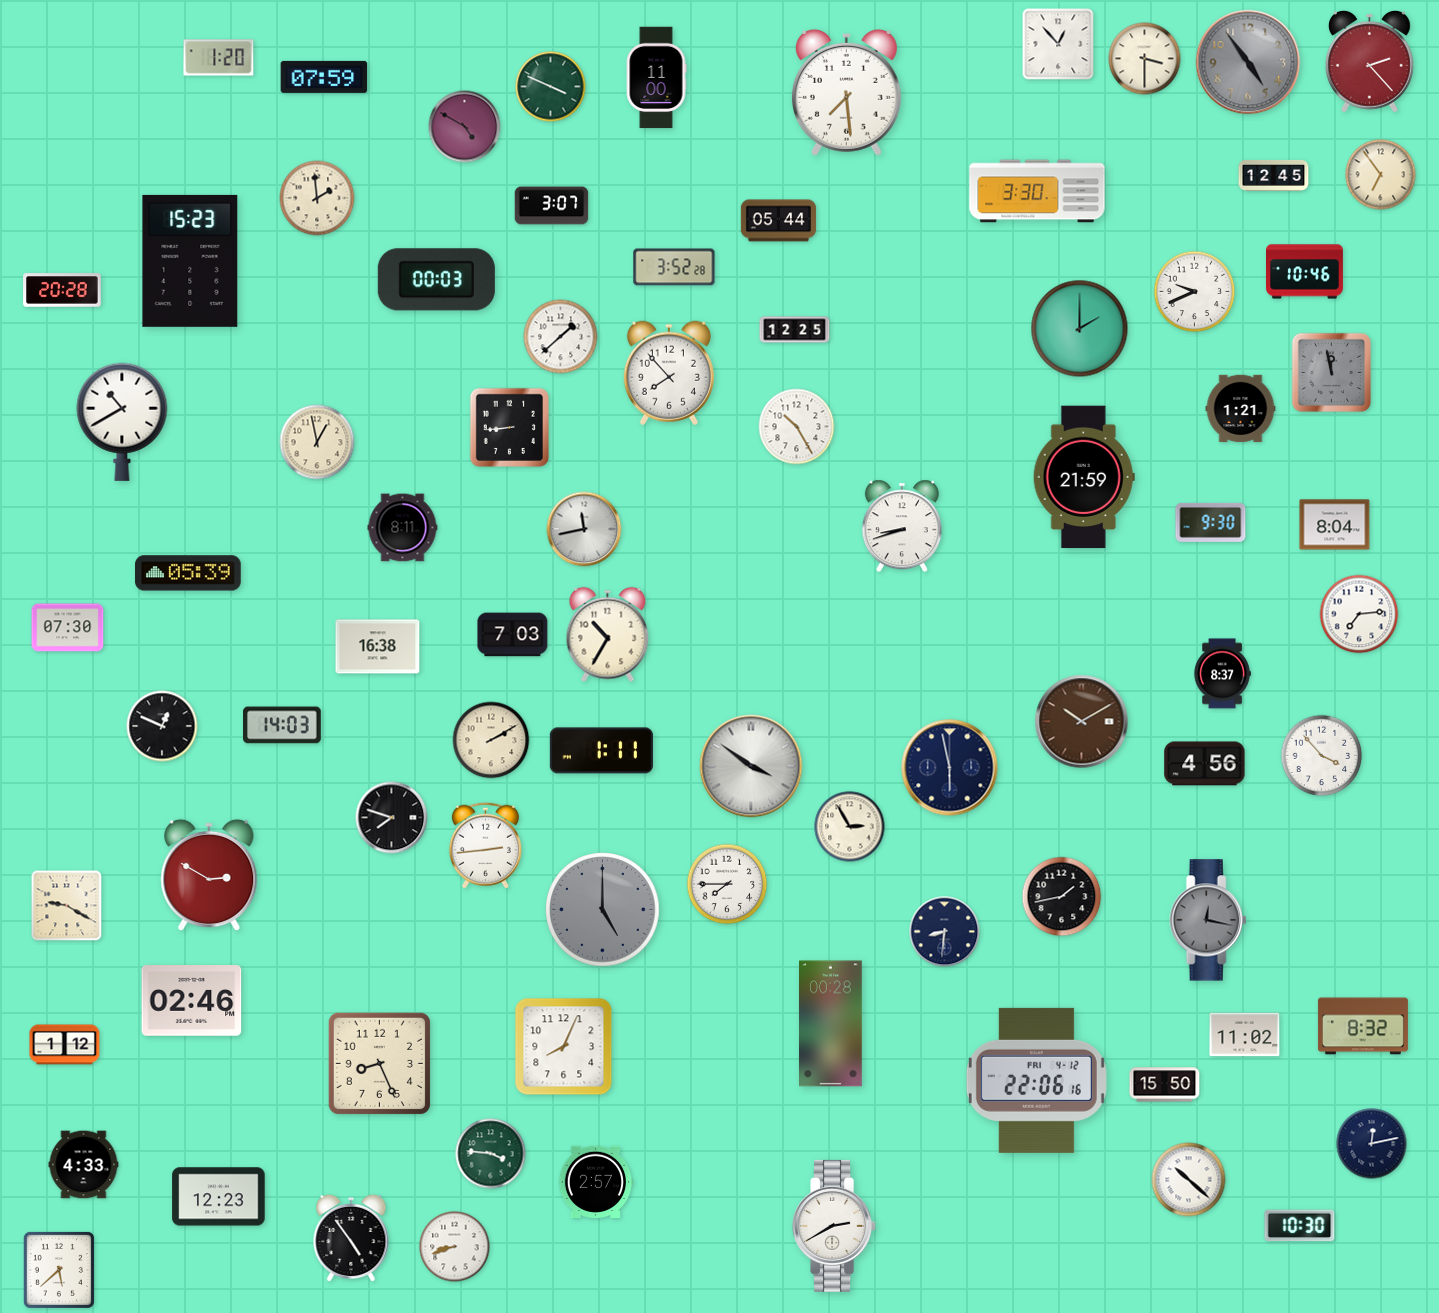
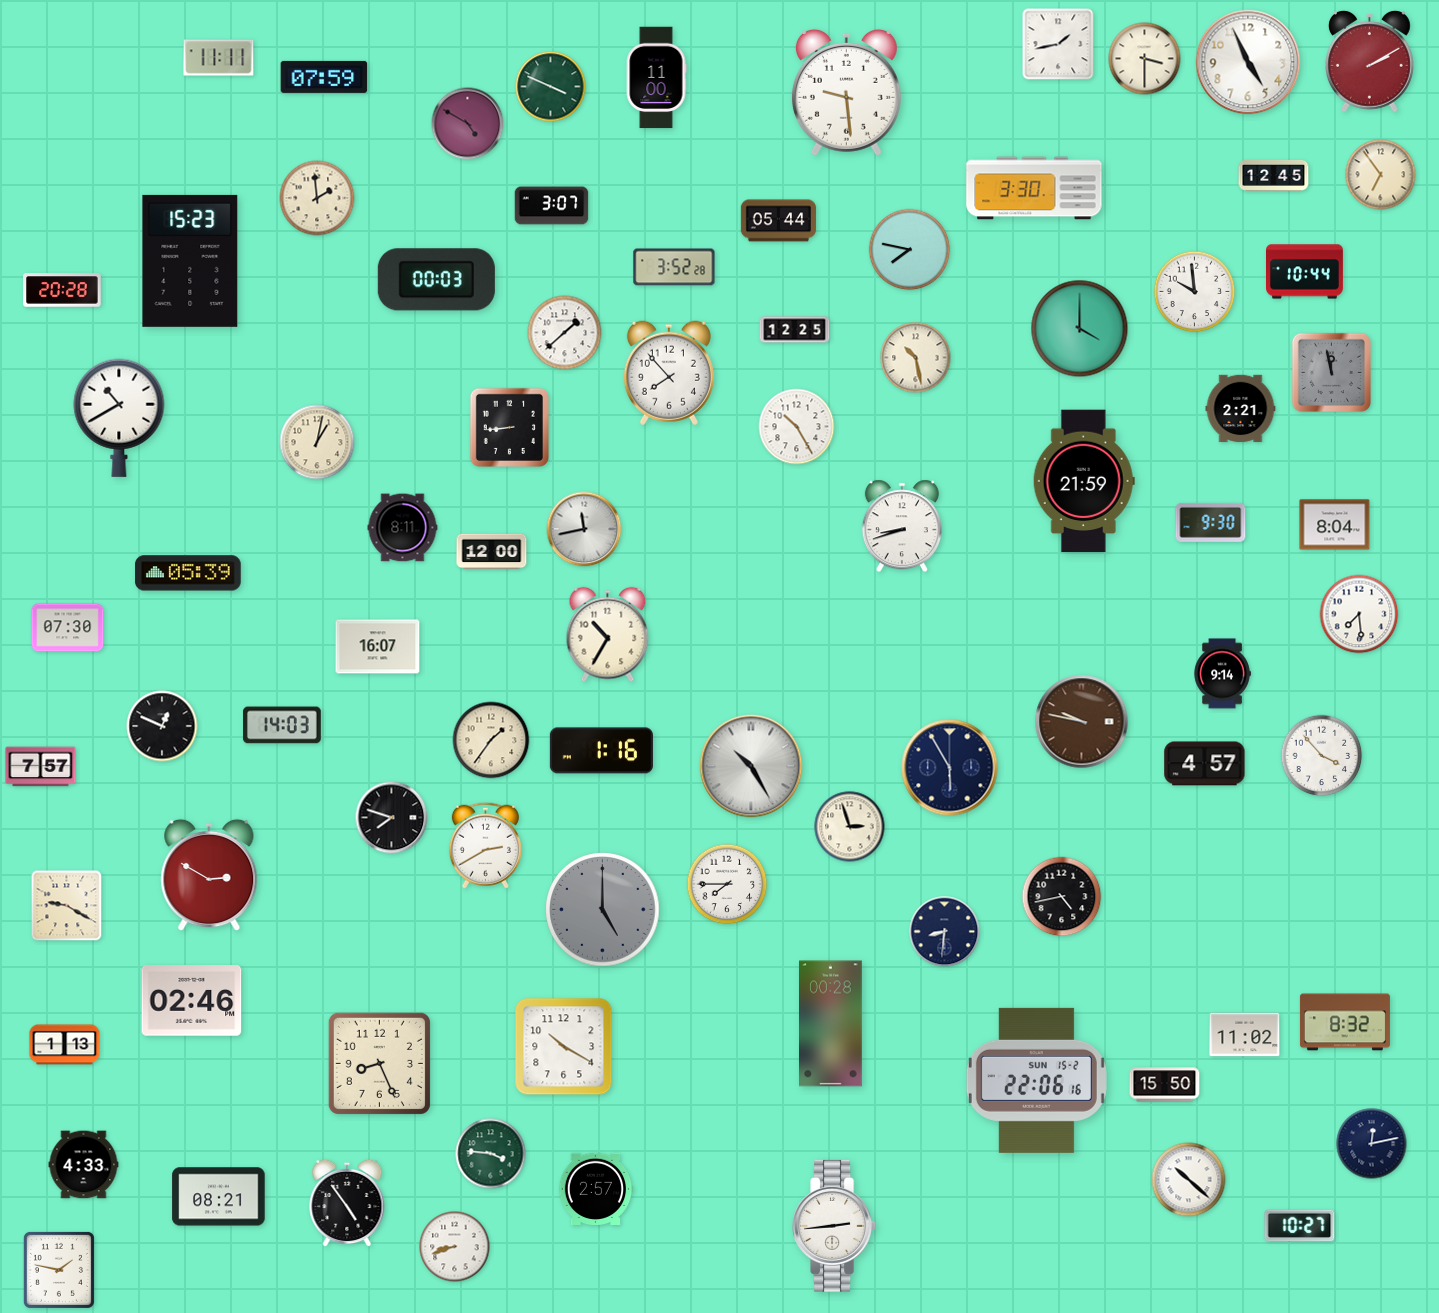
clock at (1058, 44): 12:53 -> 1:43
clock at (219, 58): 1:20 -> 11:11
clock at (1369, 61): 2:23 -> 2:10
clock at (1248, 62): 4:54 -> 4:56
clock at (1248, 62) dial: grey -> white
clock at (846, 92): 7:29 -> 9:29
clock at (465, 127) position: (465, 127) -> (468, 124)
clock at (1037, 191) position: (1037, 191) -> (1034, 188)
clock at (910, 250): none -> 7:47
clock at (1305, 272): 10:46 -> 10:44
clock at (1195, 292): 9:41 -> 9:59
clock at (1080, 329): 2:00 -> 4:00
clock at (561, 337) position: (561, 337) -> (565, 333)
clock at (916, 358): none -> 10:28
clock at (1241, 409): 1:21 -> 2:21
clock at (122, 422) position: (122, 422) -> (119, 418)
clock at (317, 442): 12:58 -> 1:02
clock at (1084, 477) position: (1084, 477) -> (1084, 481)
clock at (492, 552): none -> 12:00
clock at (1359, 614): 7:14 -> 7:29
clock at (513, 635): 7:03 -> none
clock at (378, 647): 16:38 -> 16:07
clock at (1222, 674): 8:37 -> 9:14
clock at (1082, 722): 10:10 -> 9:47
clock at (491, 740): 2:10 -> 1:36
clock at (601, 751): 1:11 -> 1:16
clock at (1205, 764): 4:56 -> 4:57
clock at (751, 766): 3:51 -> 10:25
clock at (41, 767): none -> 7:57
clock at (950, 768): 5:58 -> 5:55
clock at (850, 827): 2:55 -> 2:57
clock at (485, 845): 2:44 -> 2:40
clock at (1062, 897): 1:43 -> 4:43
clock at (1208, 920): 12:17 -> none
clock at (1363, 1026) position: (1363, 1026) -> (1345, 1022)
clock at (65, 1045): 1:12 -> 1:13
clock at (564, 1047): 8:04 -> 10:20
clock at (1036, 1080) date: FRI 4-12 -> SUN 15-2
clock at (596, 1181) position: (596, 1181) -> (596, 1188)
clock at (219, 1197): 12:23 -> 08:21
clock at (835, 1226): 2:40 -> 2:44
clock at (1300, 1226): 10:30 -> 10:27
clock at (351, 1238) position: (351, 1238) -> (347, 1203)
clock at (59, 1270): 5:38 -> 1:47
